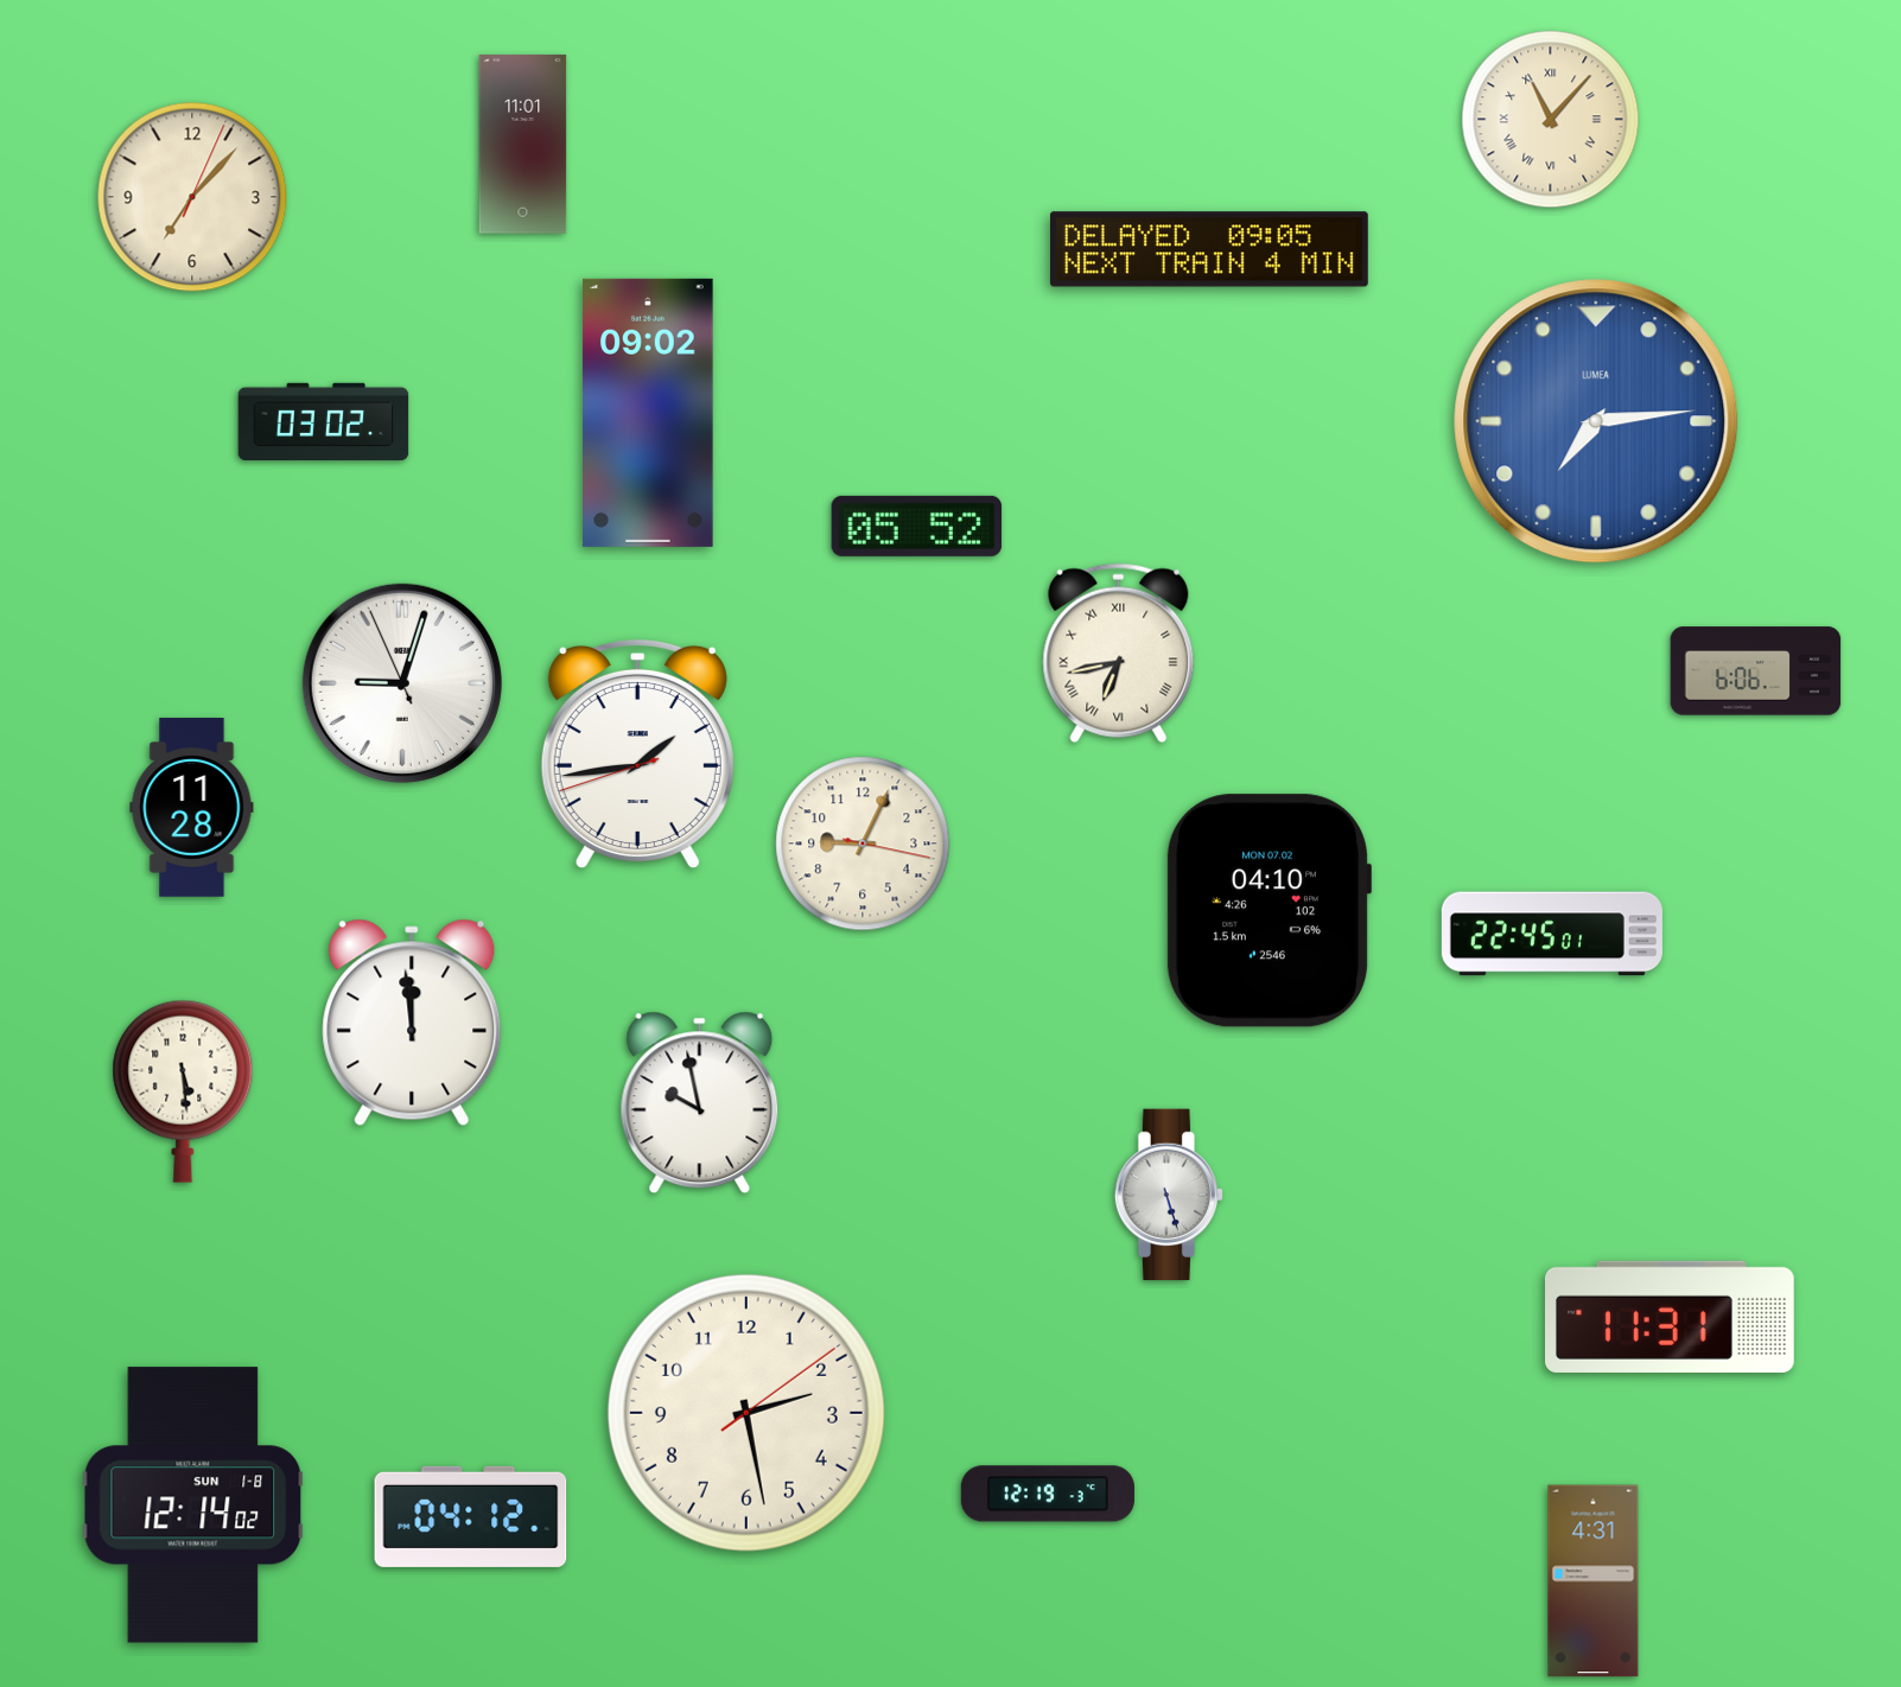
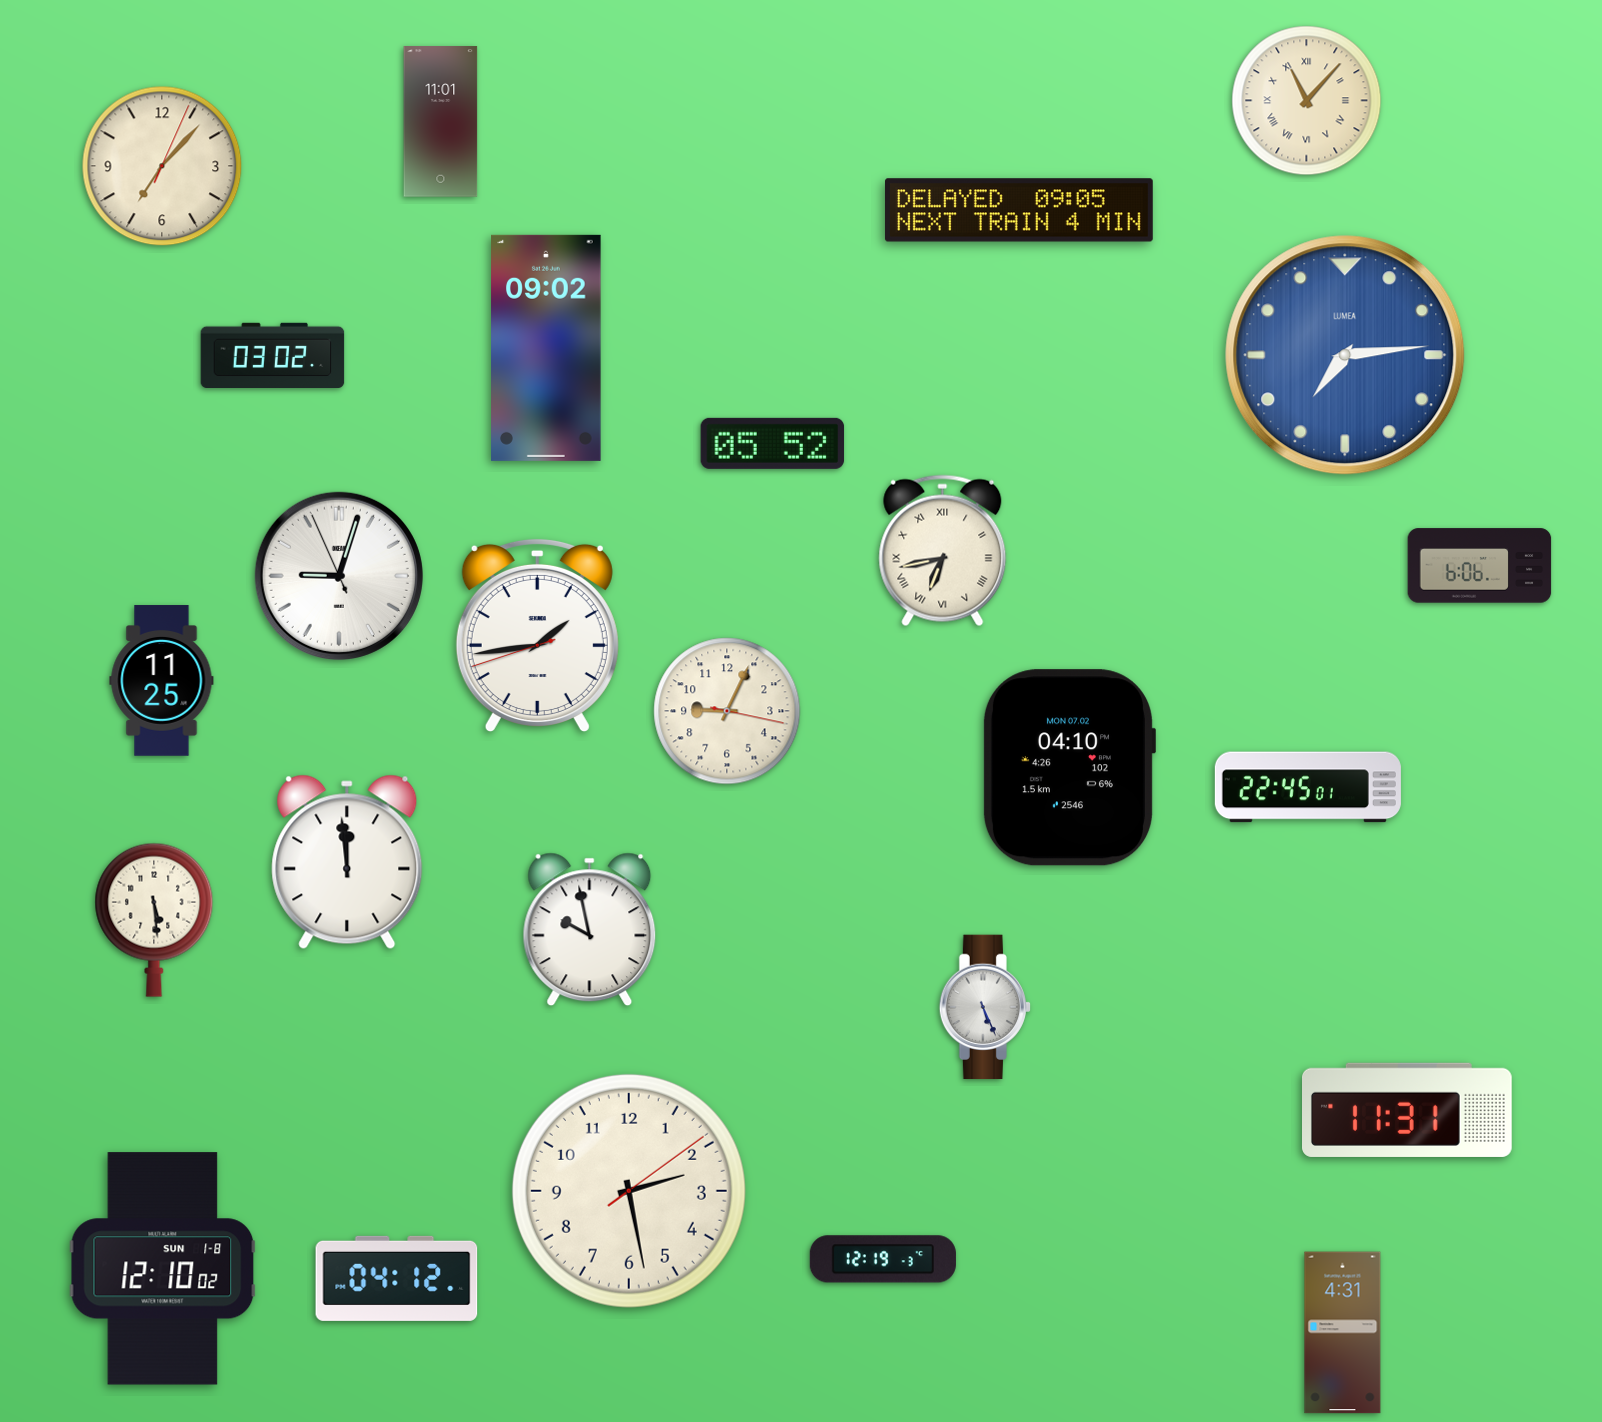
clock at (192, 808): 11:28 -> 11:25
clock at (1168, 1195): 5:27 -> 5:26
clock at (193, 1505): 12:14 -> 12:10
